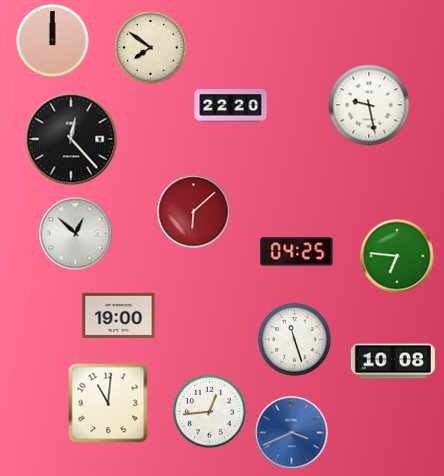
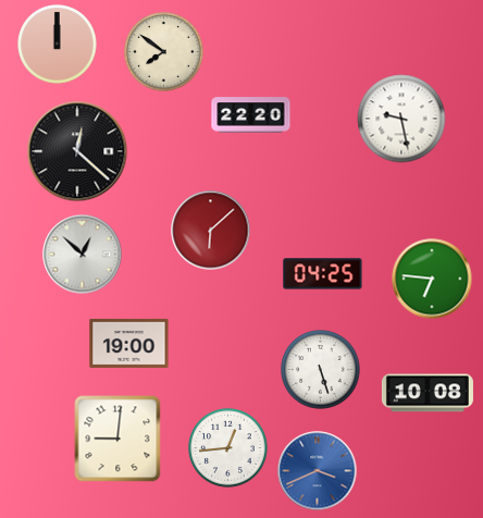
clock at (369, 105) position: (369, 105) -> (401, 119)
clock at (71, 139): 12:23 -> 12:22
clock at (295, 340): 11:27 -> 5:27
clock at (108, 403): 11:01 -> 9:01
